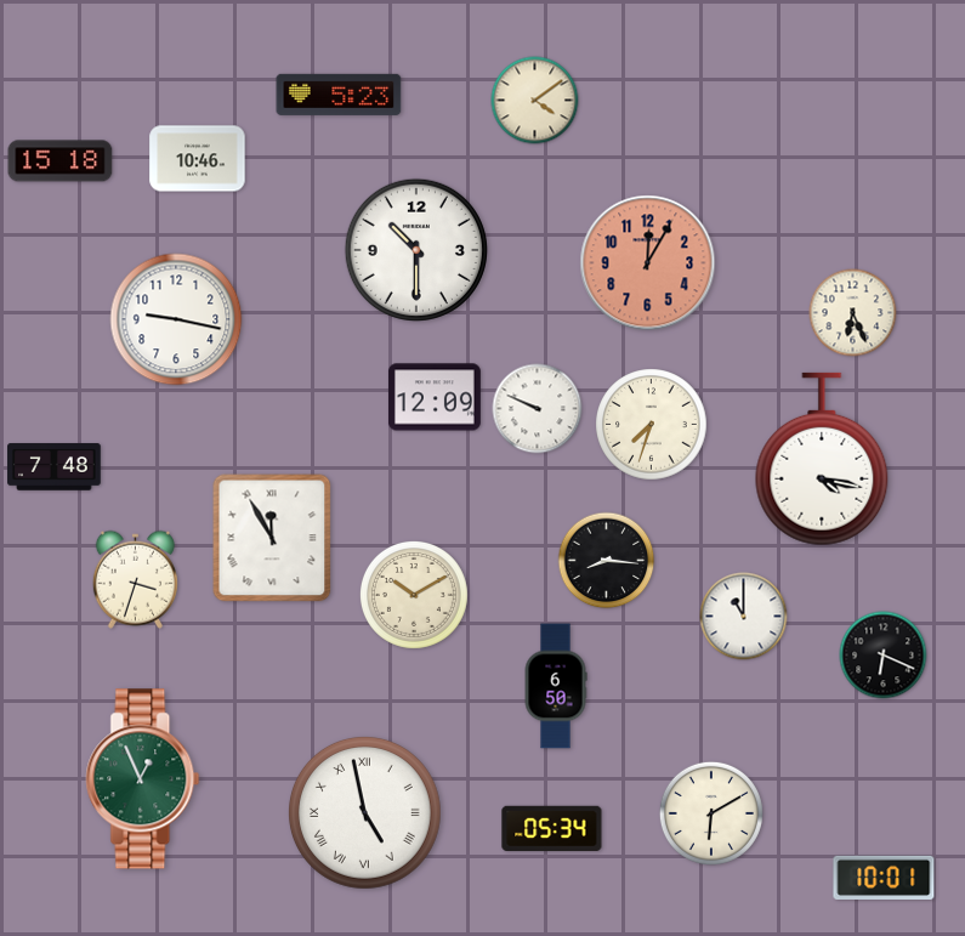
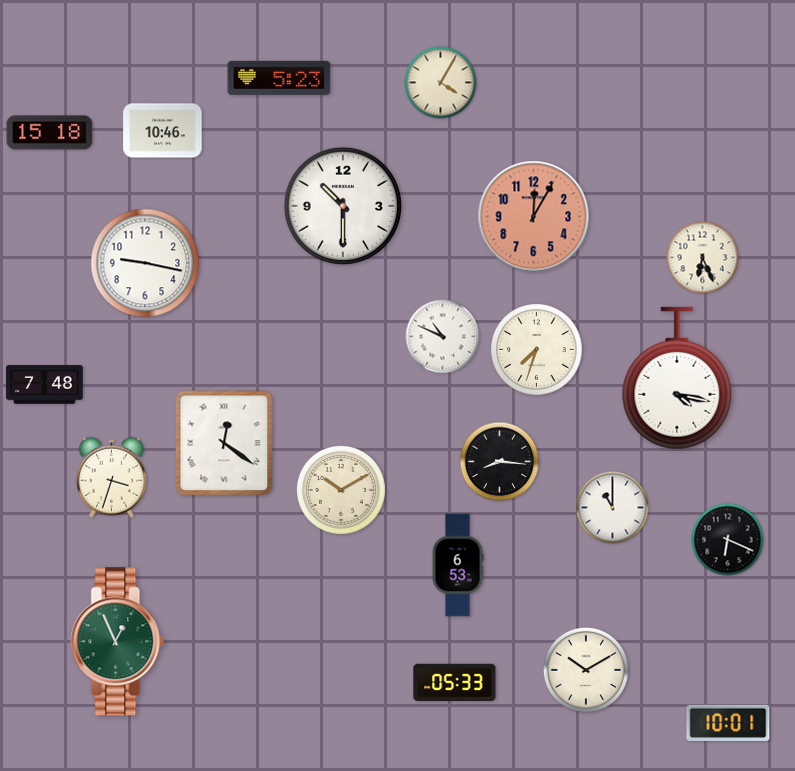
clock at (535, 101): 4:09 -> 4:05
clock at (435, 397): 12:09 -> none
clock at (538, 409): 9:49 -> 10:49
clock at (272, 538): 11:55 -> 12:21
clock at (556, 686): 6:50 -> 6:53
clock at (365, 813): 4:58 -> none
clock at (711, 813): 6:10 -> 10:10
clock at (552, 828): 05:34 -> 05:33
